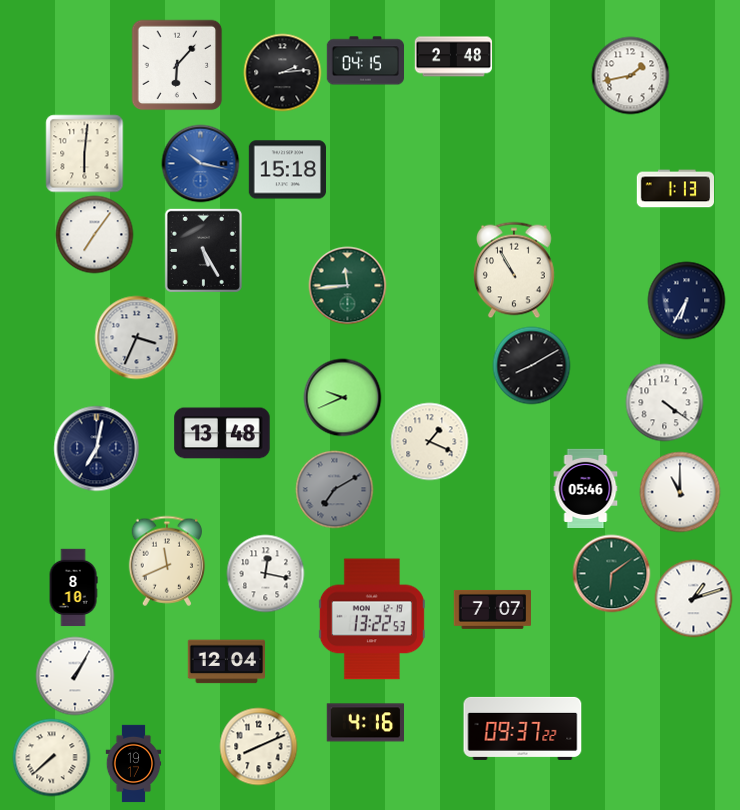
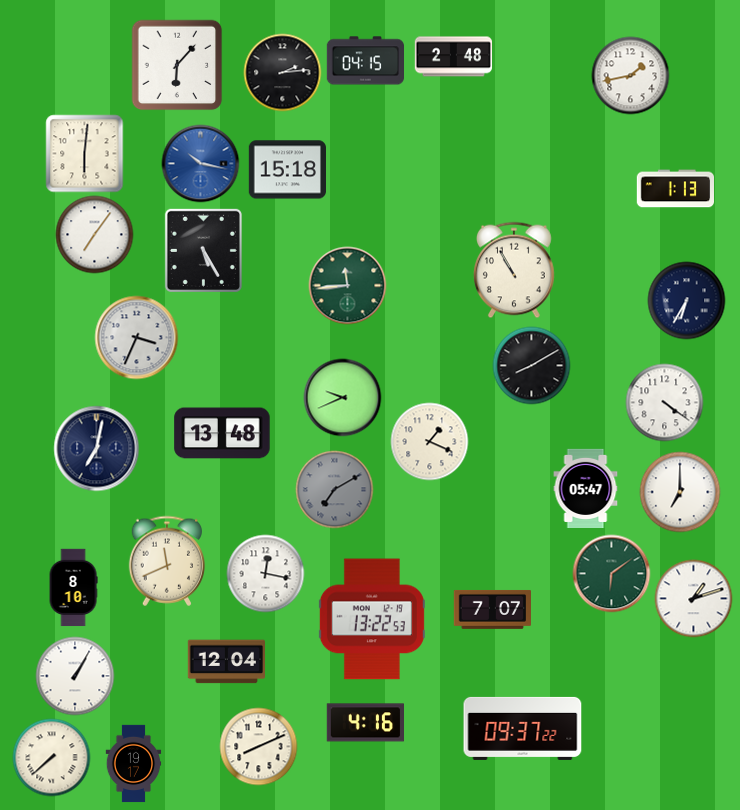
clock at (586, 488): 05:46 -> 05:47
clock at (680, 492): 11:00 -> 7:00
